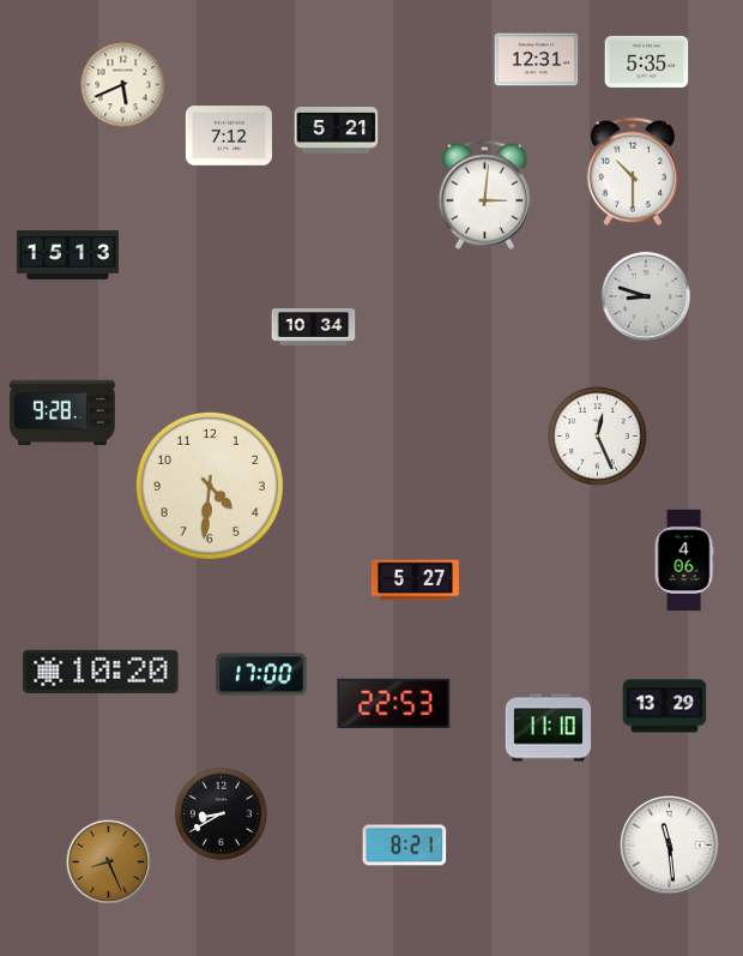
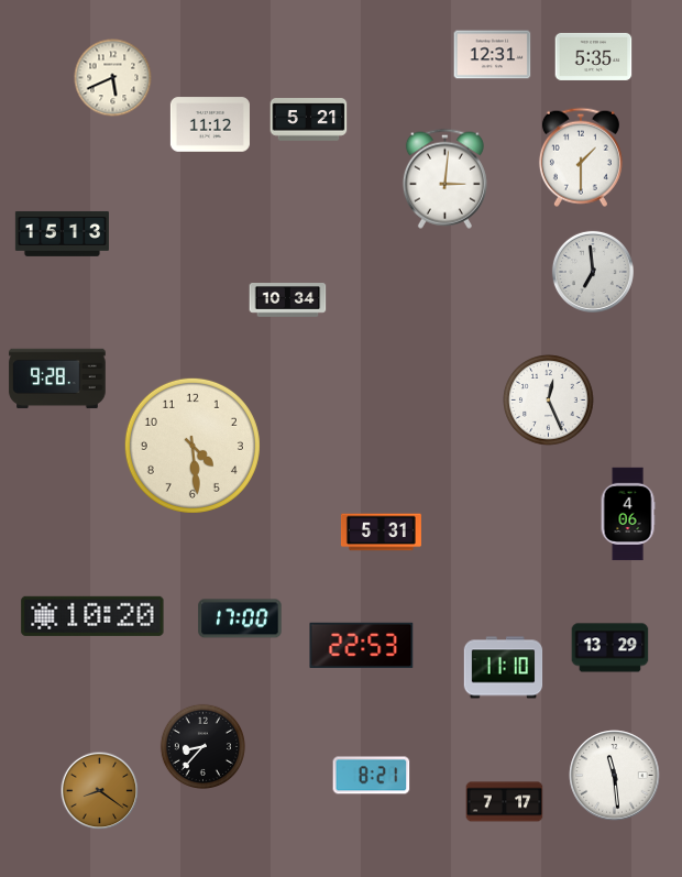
clock at (229, 136): 7:12 -> 11:12
clock at (633, 172): 10:30 -> 1:30
clock at (646, 296): 8:48 -> 6:59
clock at (210, 486): 4:31 -> 4:29
clock at (415, 581): 5:27 -> 5:31
clock at (221, 813): 8:40 -> 8:37
clock at (109, 862): 8:26 -> 8:21
clock at (505, 802): none -> 7:17
